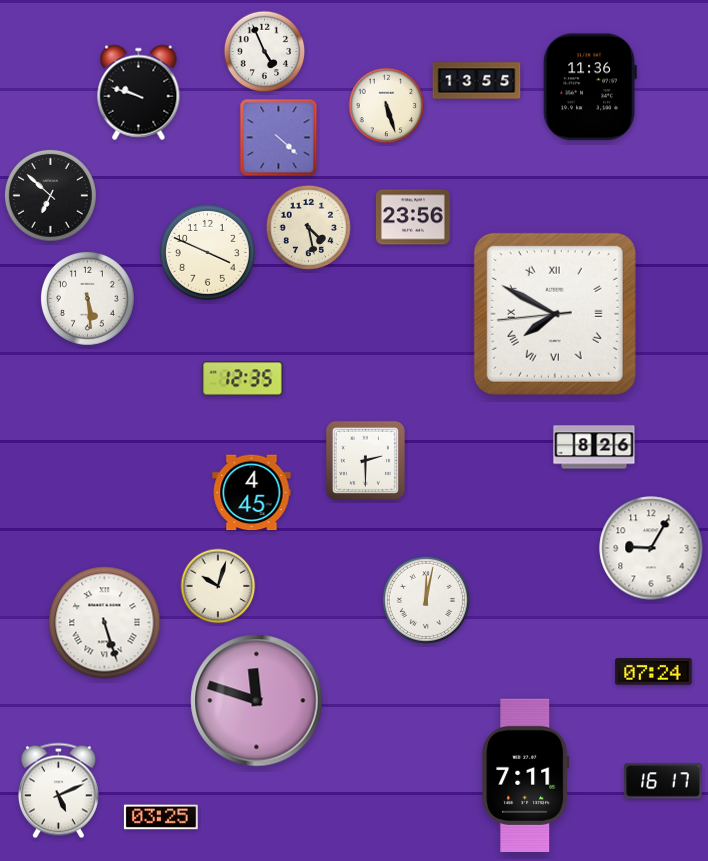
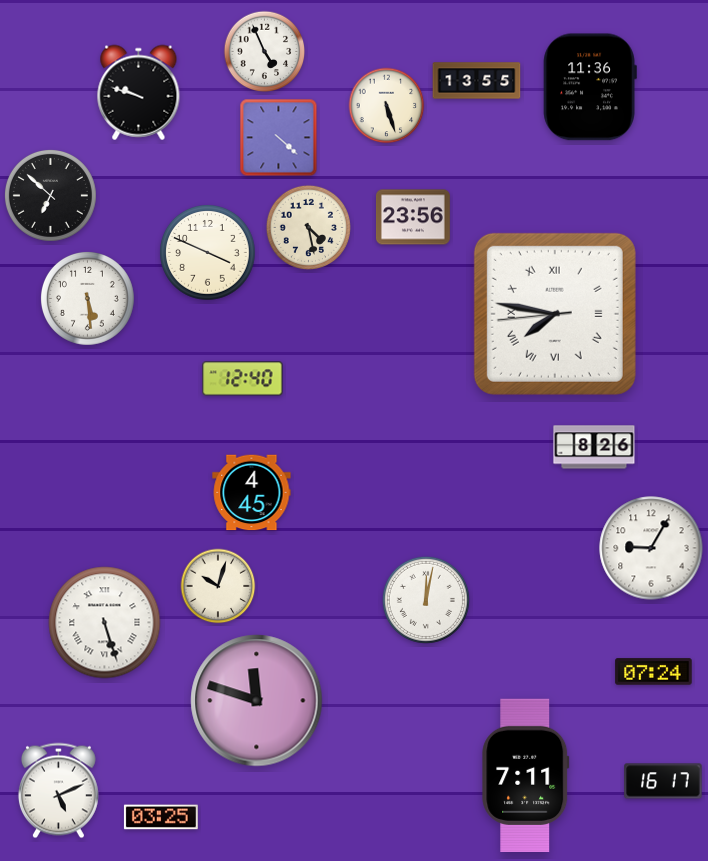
clock at (555, 314): 7:49 -> 7:46
clock at (243, 379): 12:35 -> 12:40
clock at (365, 460): 2:30 -> none
